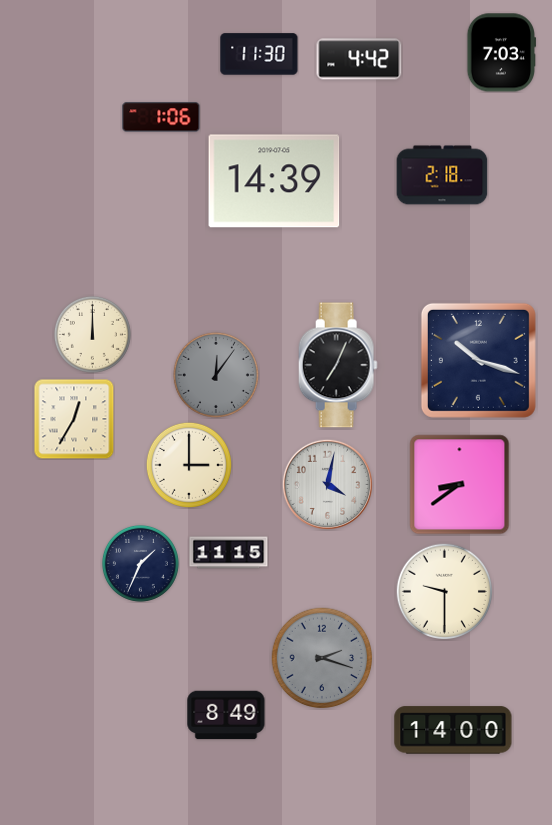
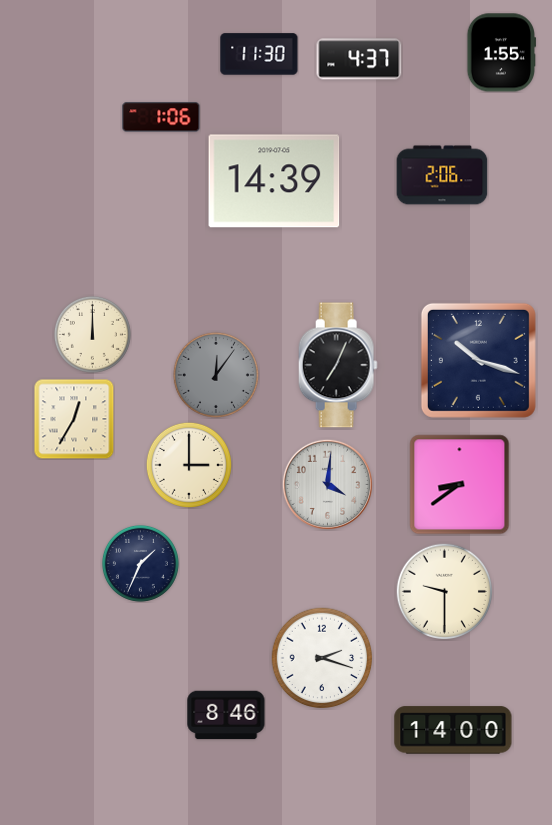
clock at (502, 53): 7:03 -> 1:55
clock at (359, 59): 4:42 -> 4:37
clock at (442, 175): 2:18 -> 2:06
clock at (327, 484): 4:02 -> 4:01
clock at (229, 553): 11:15 -> none
clock at (322, 658) dial: grey -> white
clock at (226, 715): 8:49 -> 8:46
